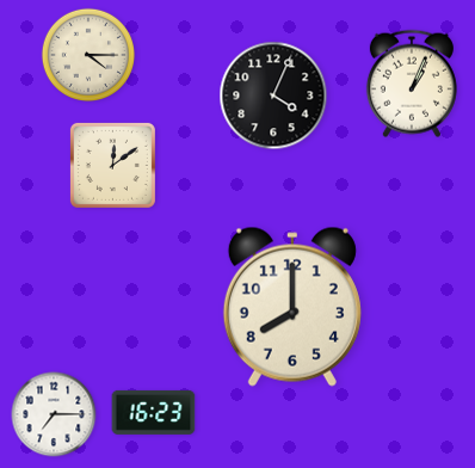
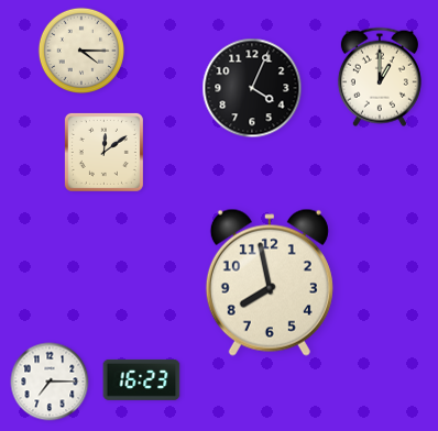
clock at (412, 84): 1:04 -> 1:00
clock at (292, 307): 8:00 -> 7:58
